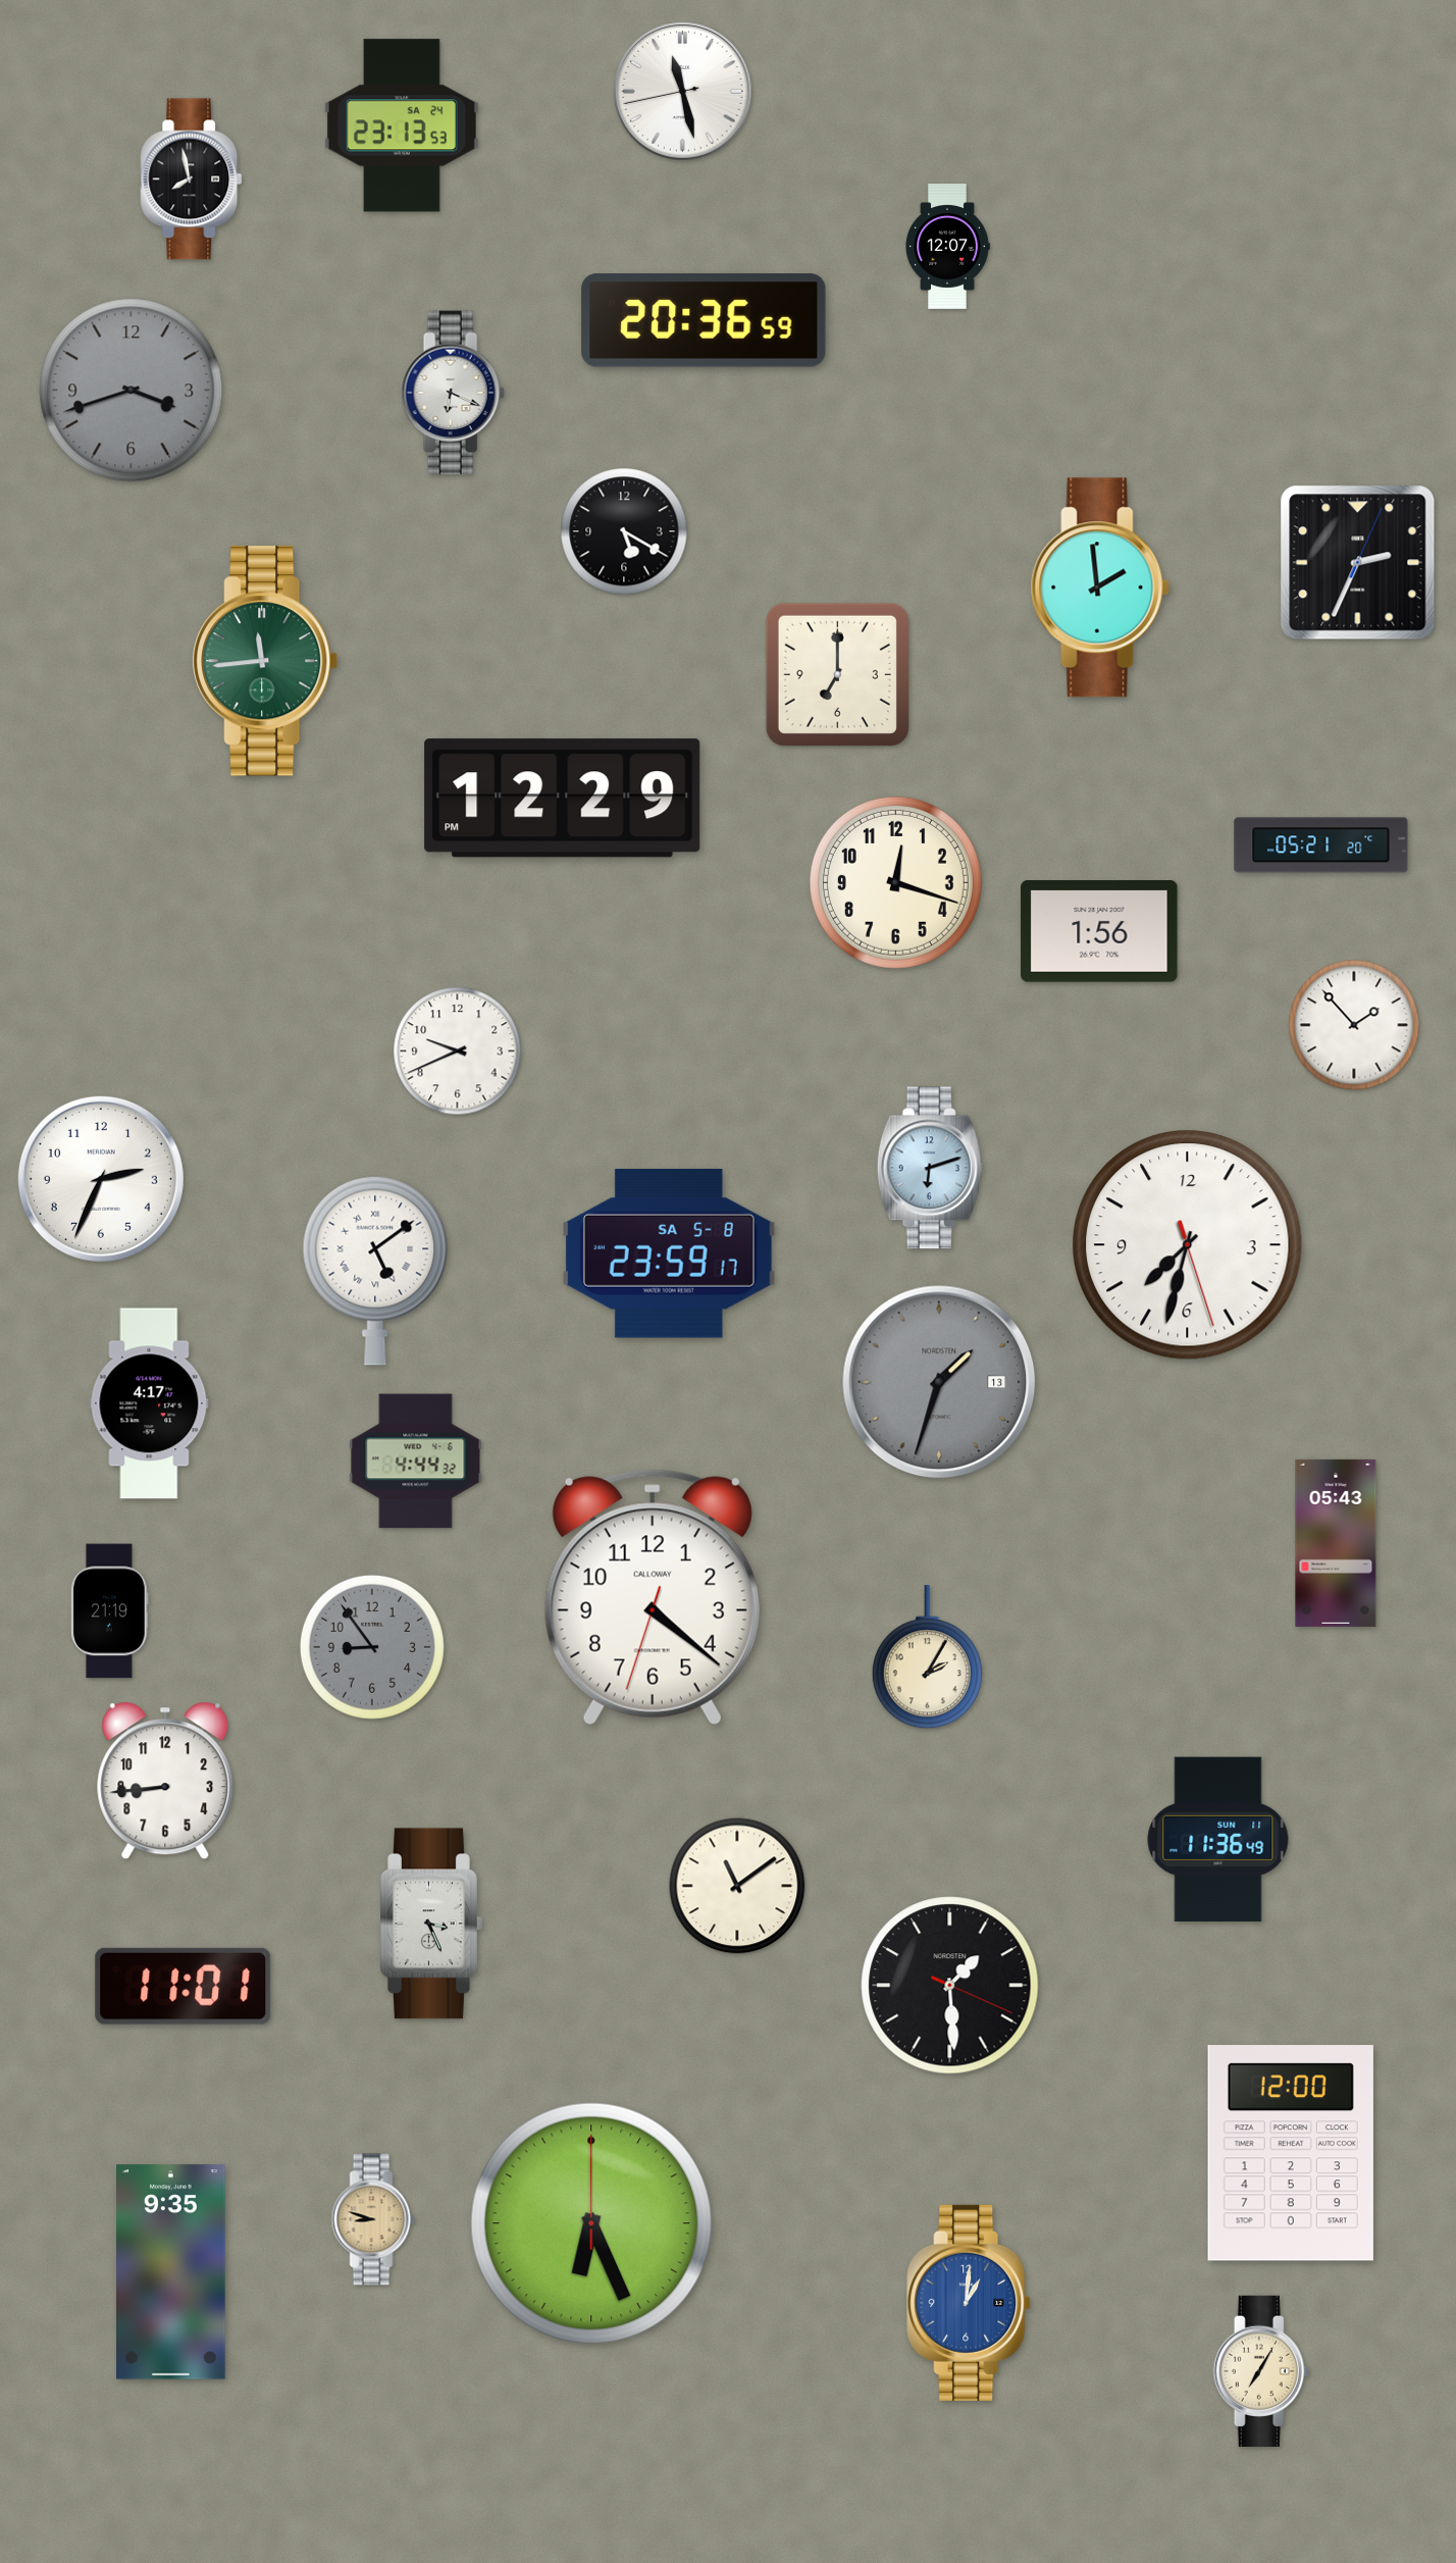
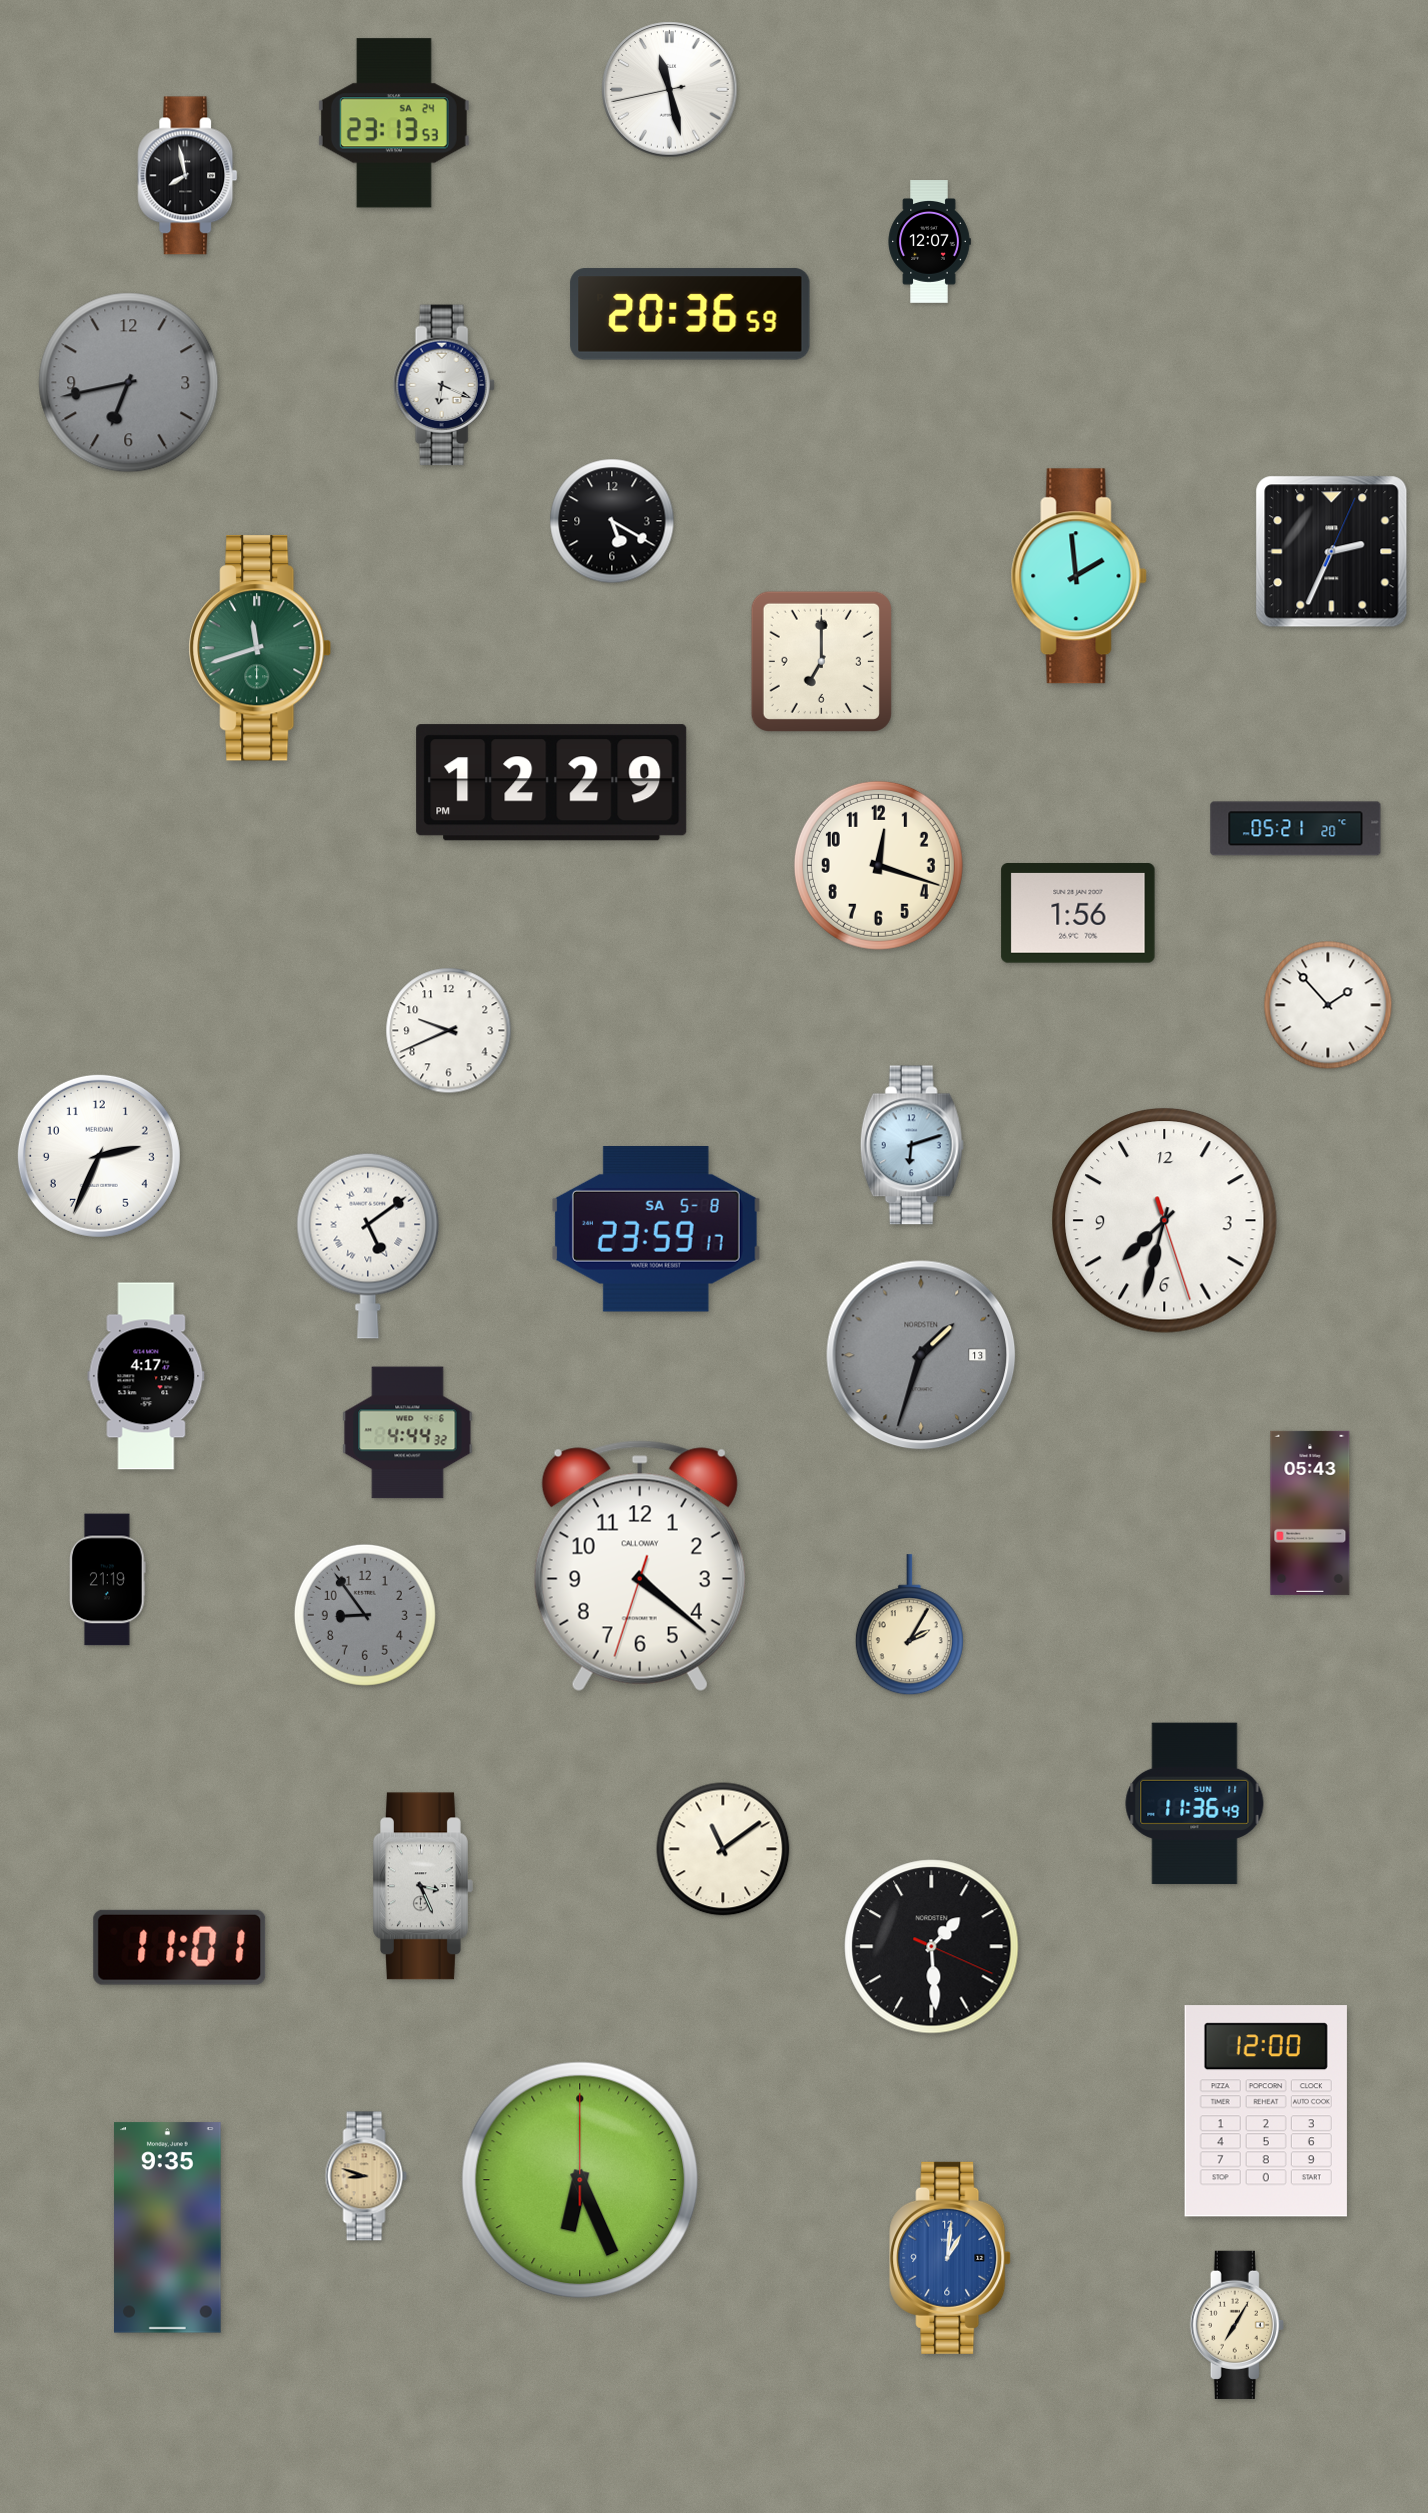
clock at (132, 391): 3:42 -> 6:43
clock at (265, 661): 11:44 -> 11:42
clock at (165, 1781): 8:44 -> none
